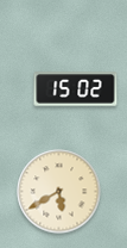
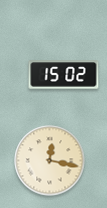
clock at (59, 192): 5:40 -> 12:17
